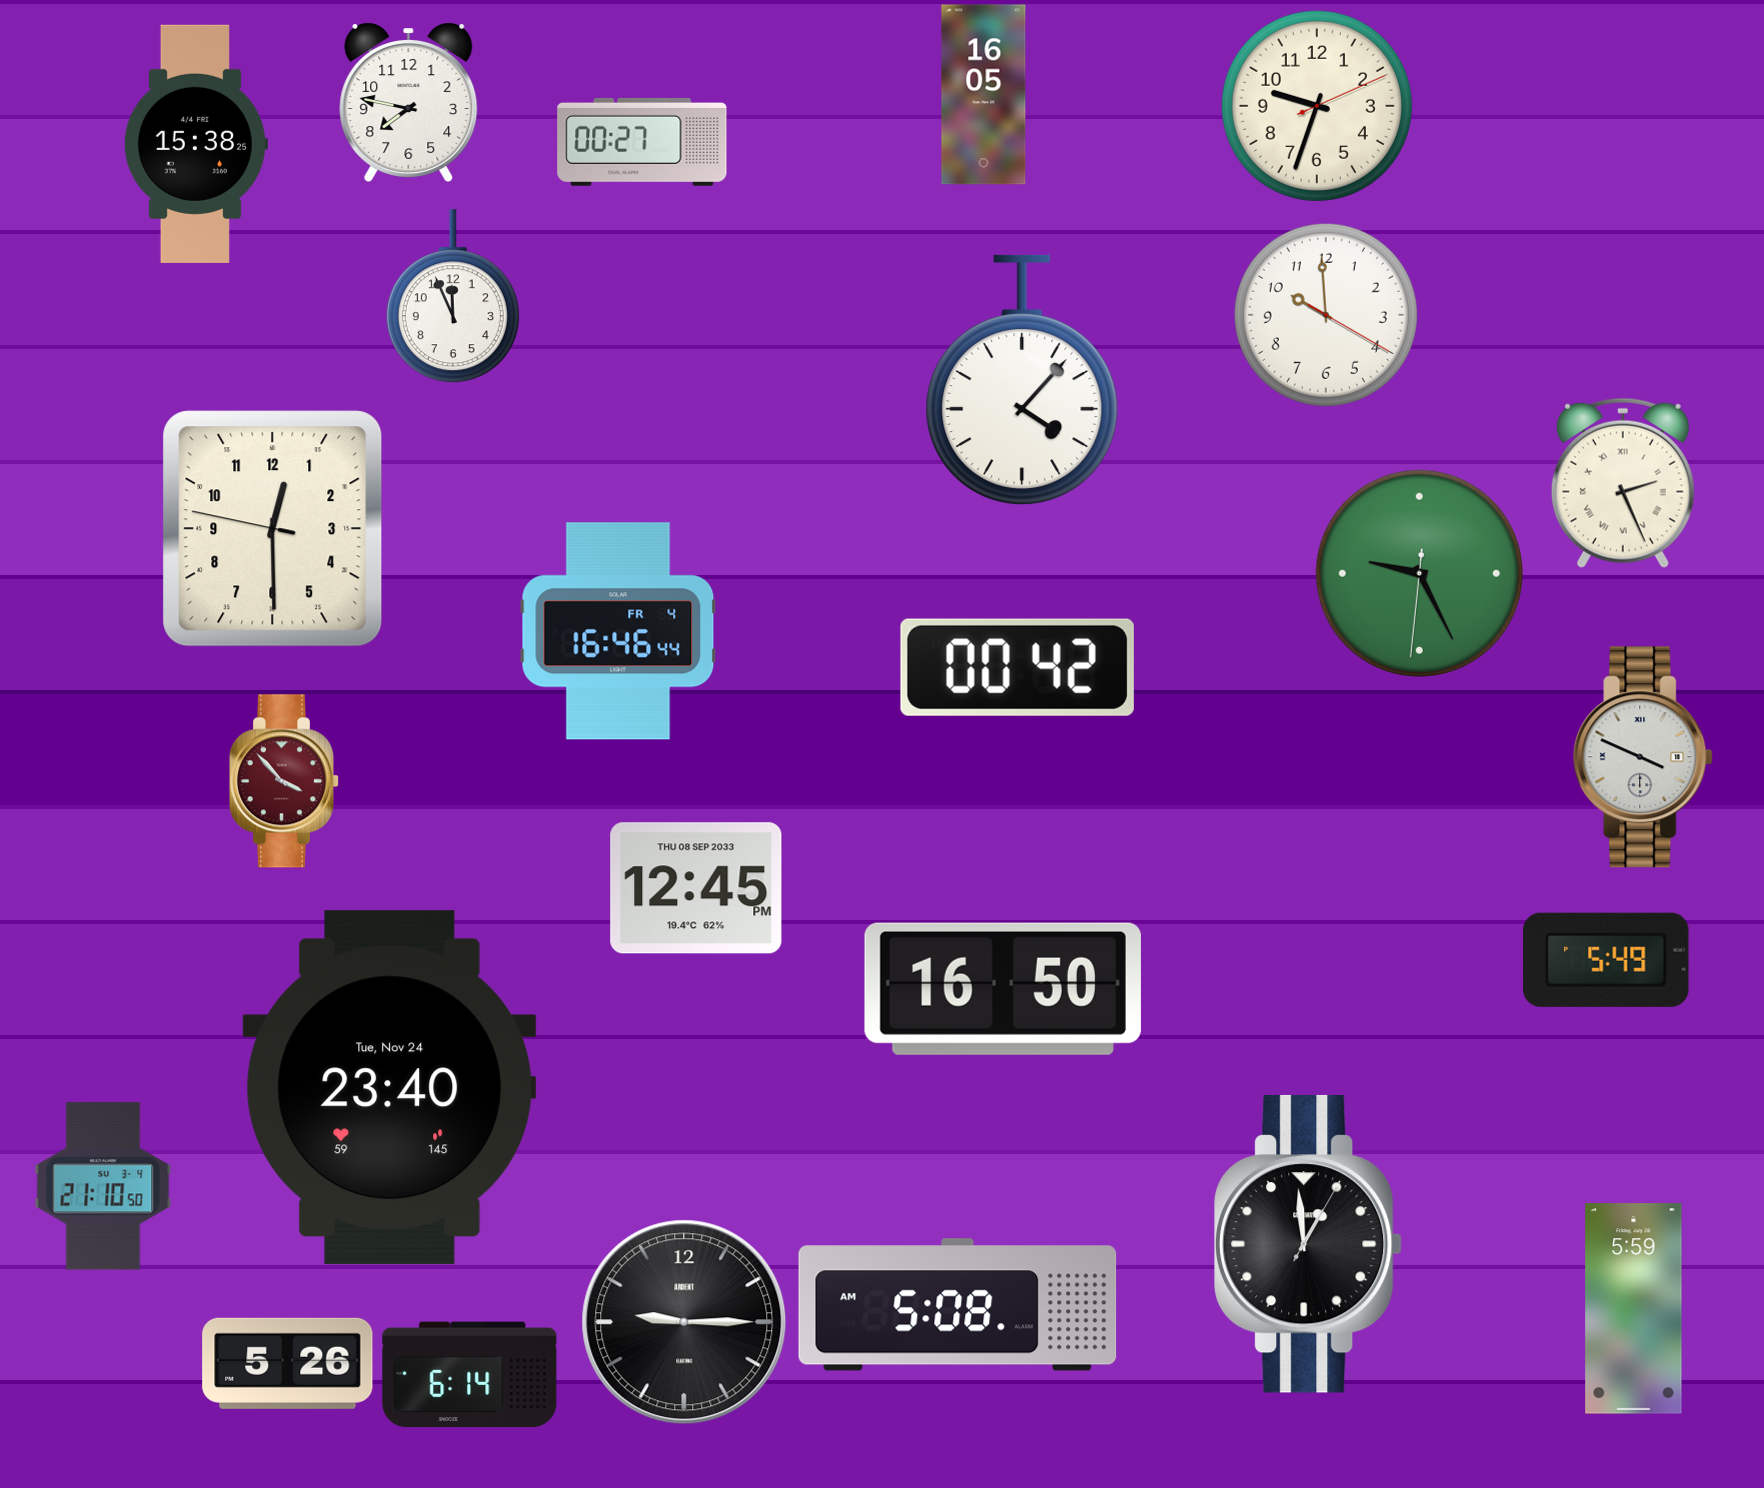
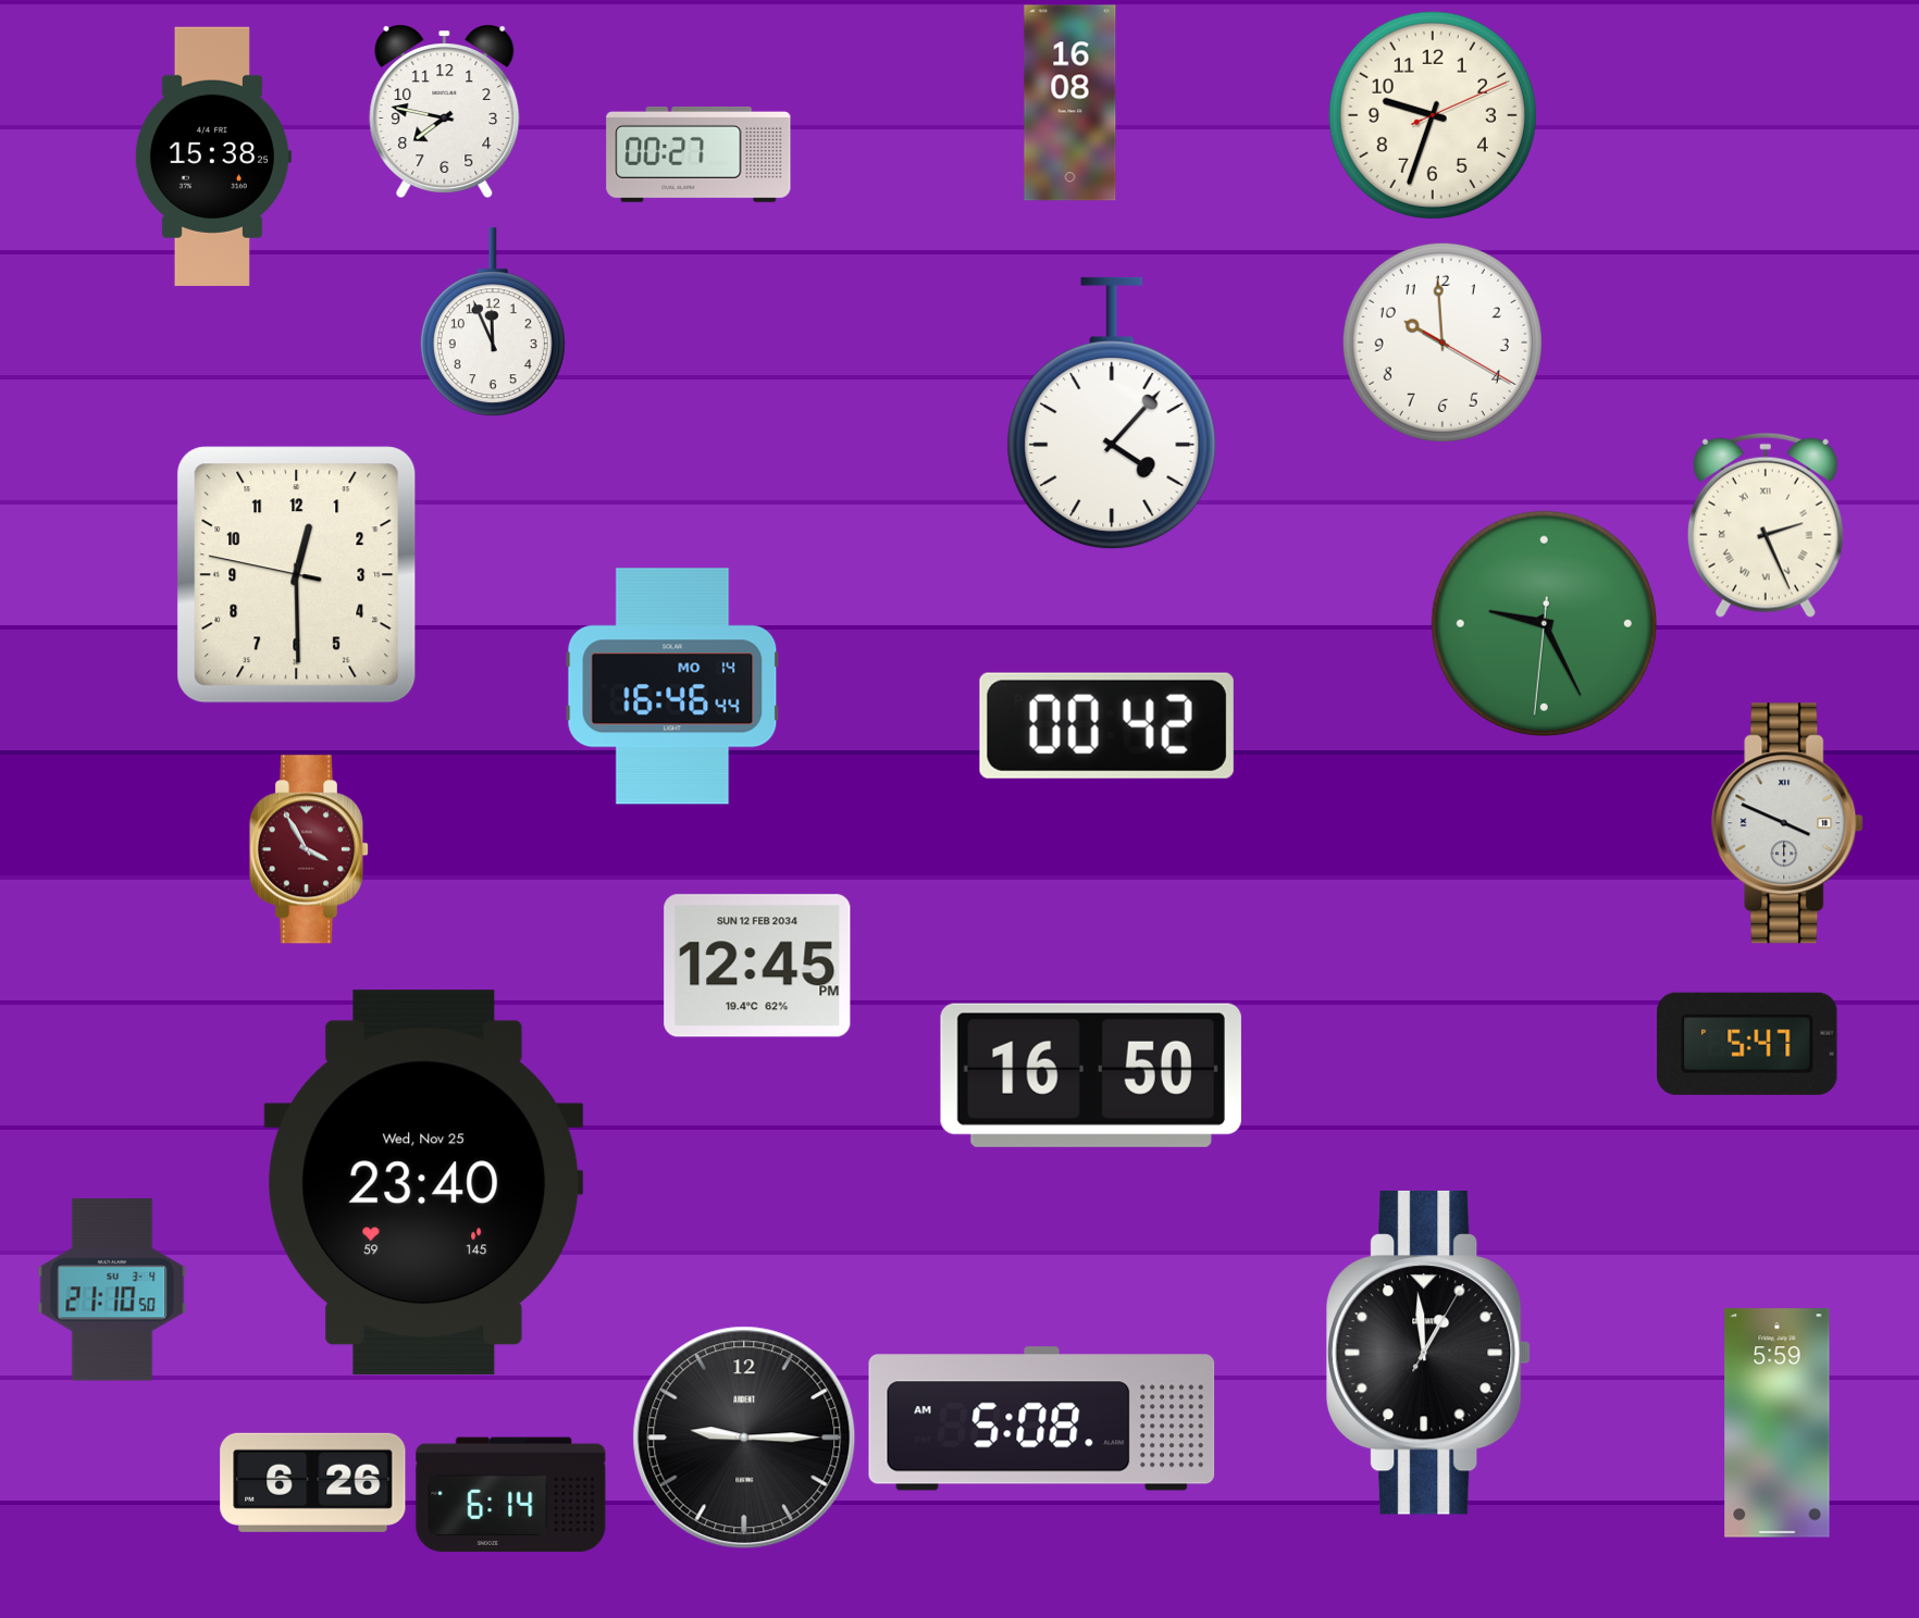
clock at (984, 95): 16:05 -> 16:08
clock at (618, 631) date: FR 4 -> MO 14
clock at (283, 781): 3:53 -> 3:55
clock at (696, 888) date: THU 08 SEP 2033 -> SUN 12 FEB 2034
clock at (1606, 960): 5:49 -> 5:47
clock at (390, 1088) date: Tue, Nov 24 -> Wed, Nov 25
clock at (1309, 1244) position: (1309, 1244) -> (1429, 1353)
clock at (288, 1363): 5:26 -> 6:26
